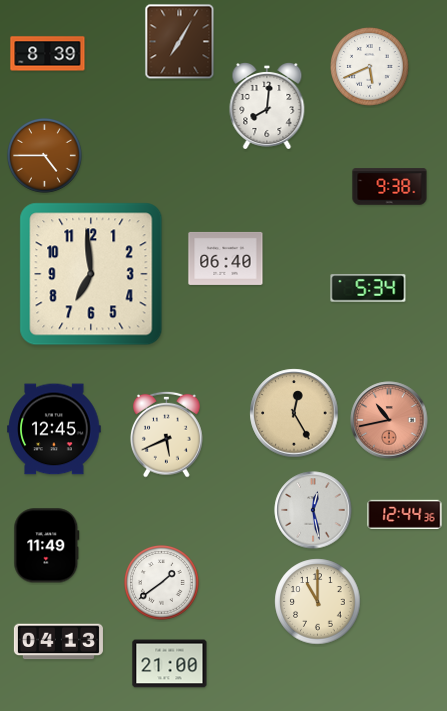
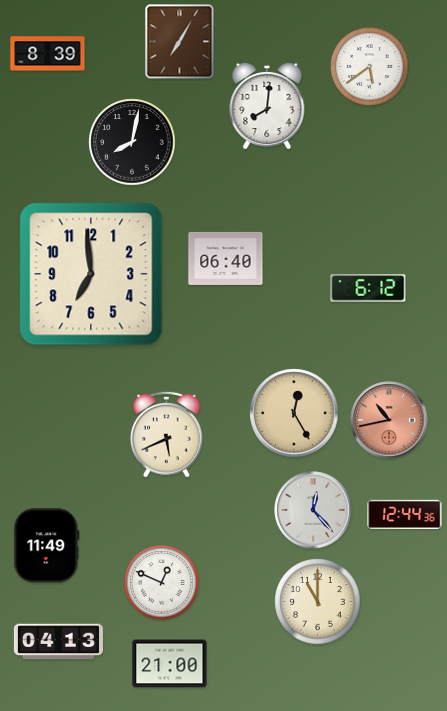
clock at (370, 67): 5:41 -> 5:39
clock at (132, 142): none -> 8:02
clock at (45, 156): 4:45 -> none
clock at (390, 187): 9:38 -> none
clock at (368, 288): 5:34 -> 6:12
clock at (54, 429): 12:45 -> none
clock at (313, 510): 12:28 -> 12:23
clock at (162, 583): 1:39 -> 12:49
